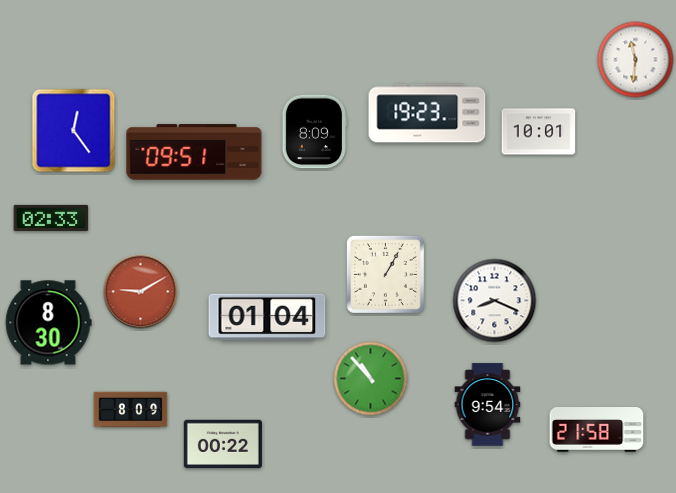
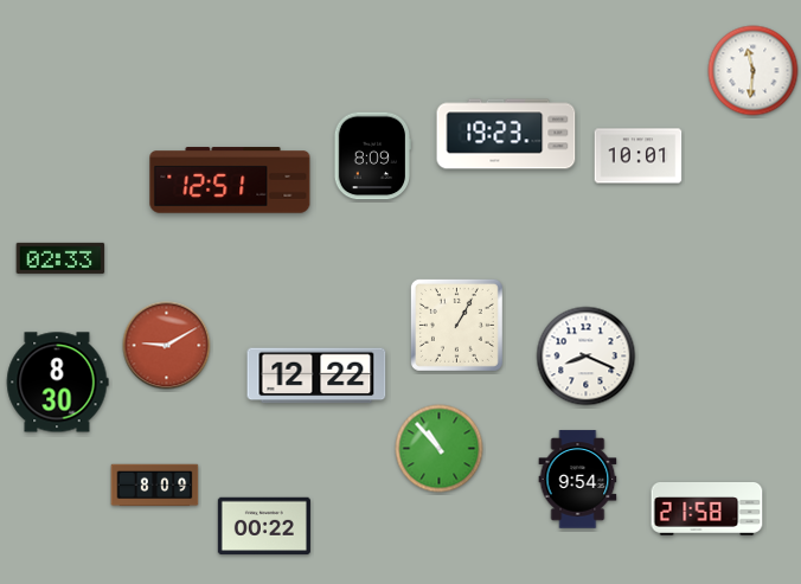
clock at (74, 131): 12:24 -> none
clock at (194, 152): 09:51 -> 12:51
clock at (267, 317): 01:04 -> 12:22
